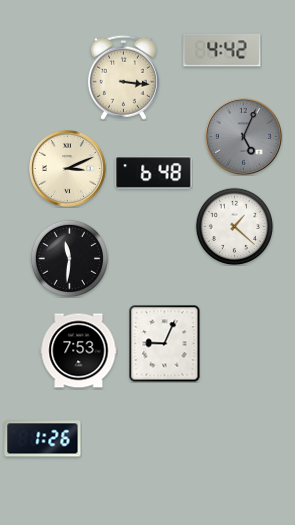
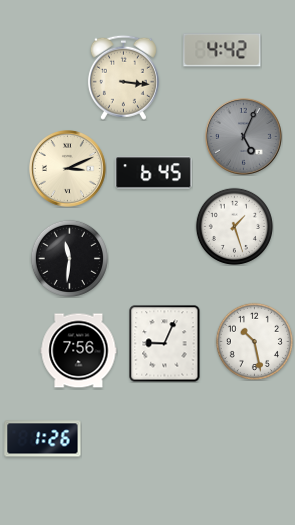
clock at (154, 173): 6:48 -> 6:45
clock at (234, 226): 1:22 -> 1:27
clock at (254, 341): none -> 10:28
clock at (79, 351): 7:53 -> 7:56
